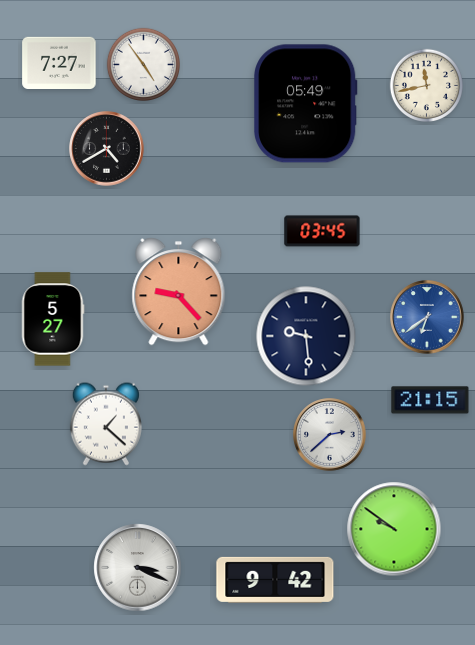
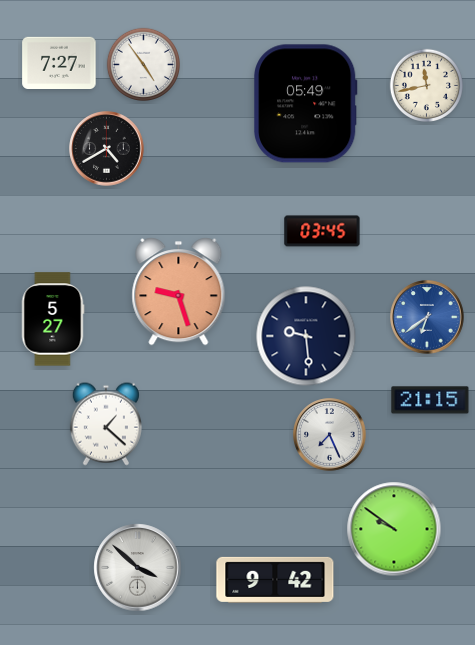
clock at (179, 292): 9:23 -> 9:27
clock at (330, 435): 2:38 -> 7:26
clock at (138, 568): 3:19 -> 3:52
